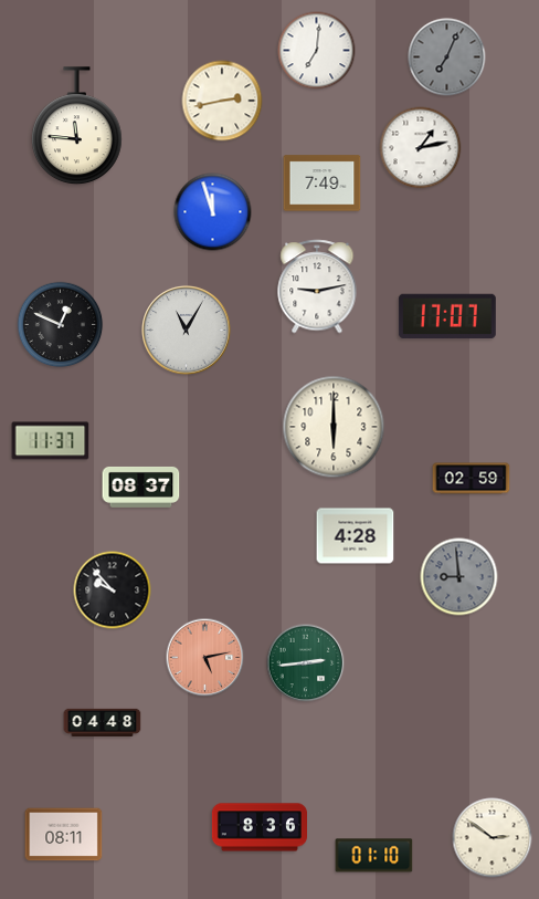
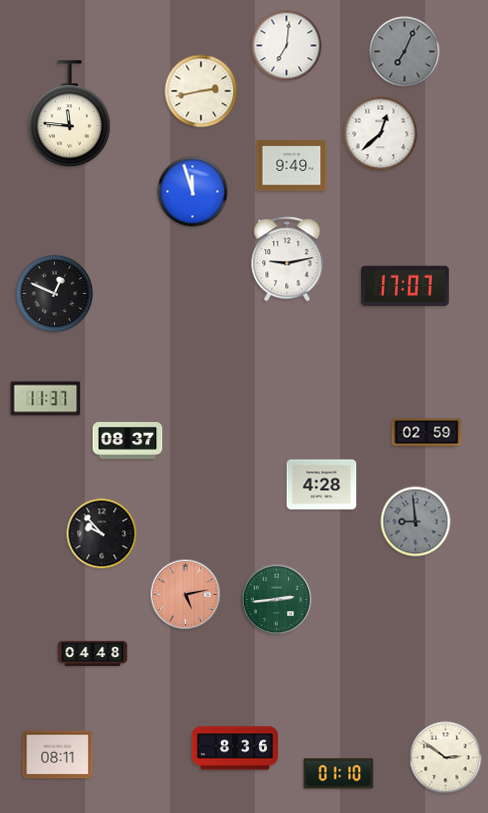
clock at (421, 148): 1:13 -> 12:38
clock at (323, 184): 7:49 -> 9:49
clock at (187, 331): 11:05 -> none
clock at (334, 427): 6:00 -> none
